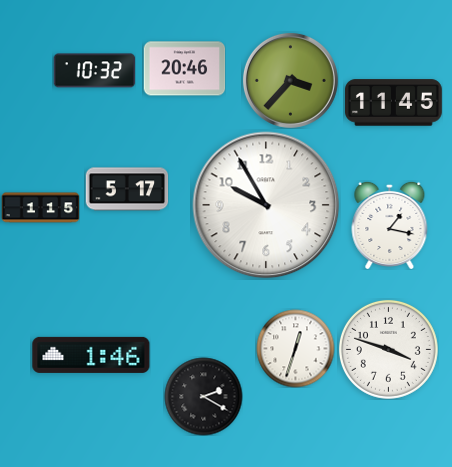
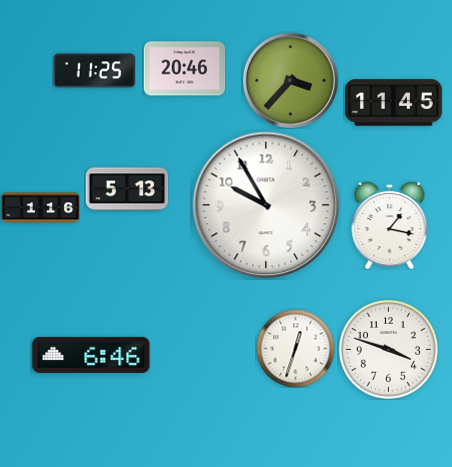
clock at (94, 71): 10:32 -> 11:25
clock at (127, 189): 5:17 -> 5:13
clock at (40, 208): 1:15 -> 1:16
clock at (91, 355): 1:46 -> 6:46
clock at (203, 396): 2:20 -> none
